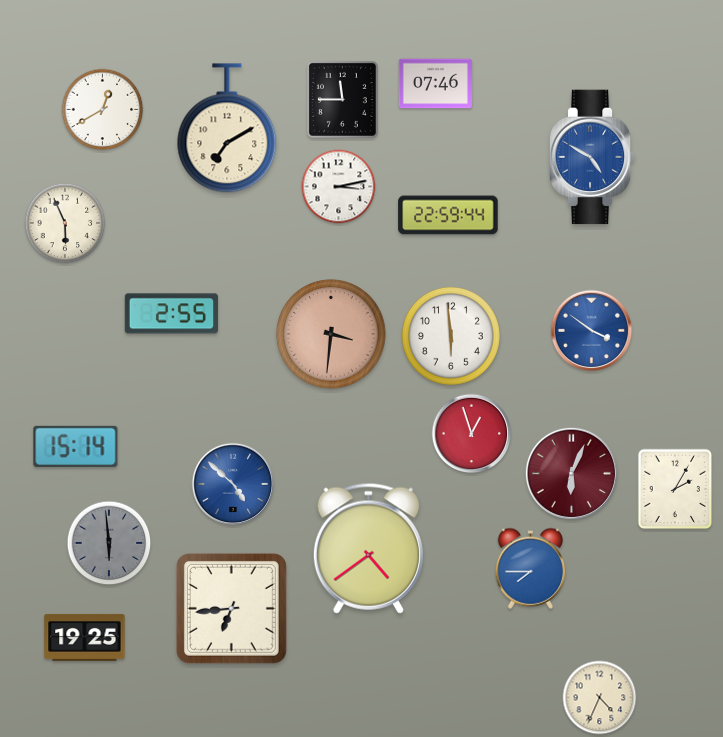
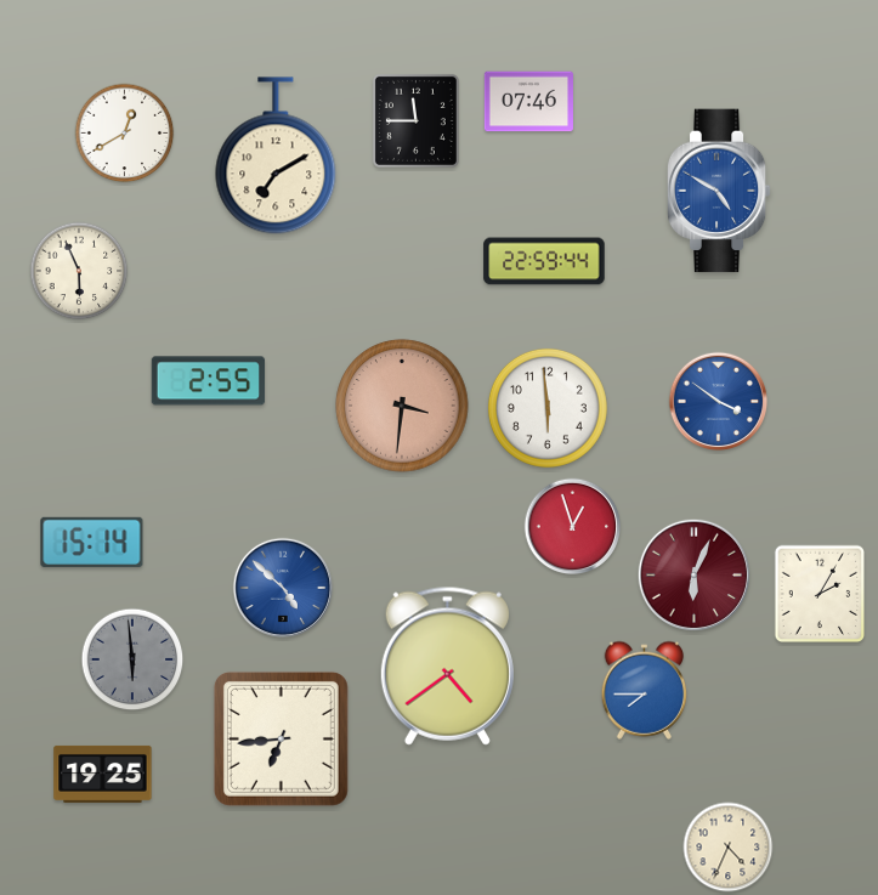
clock at (339, 187): 3:13 -> none
